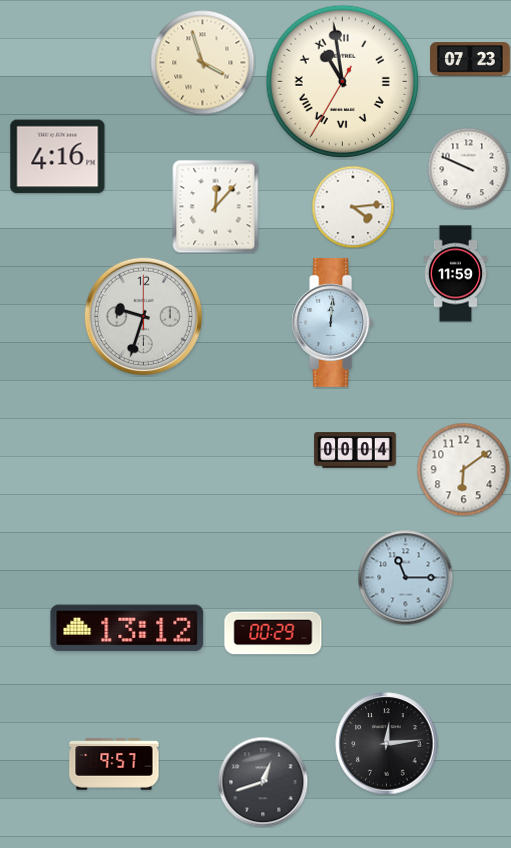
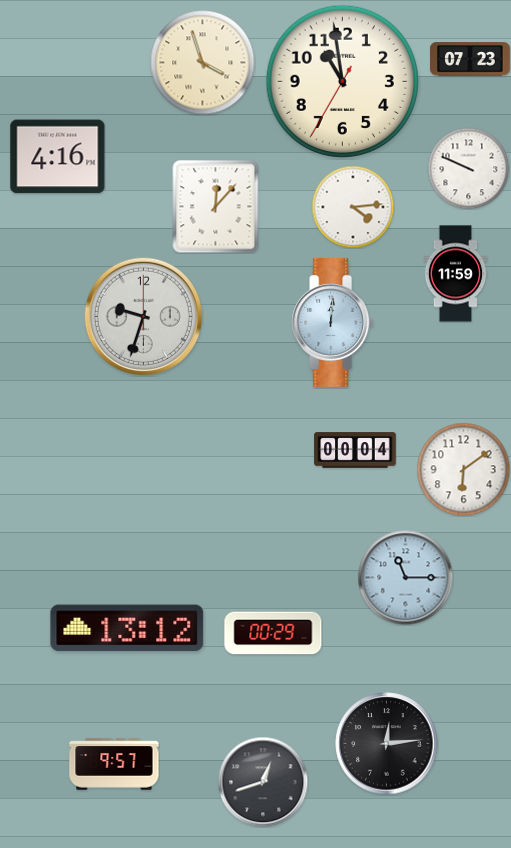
clock at (342, 81) numerals: Roman -> Arabic
